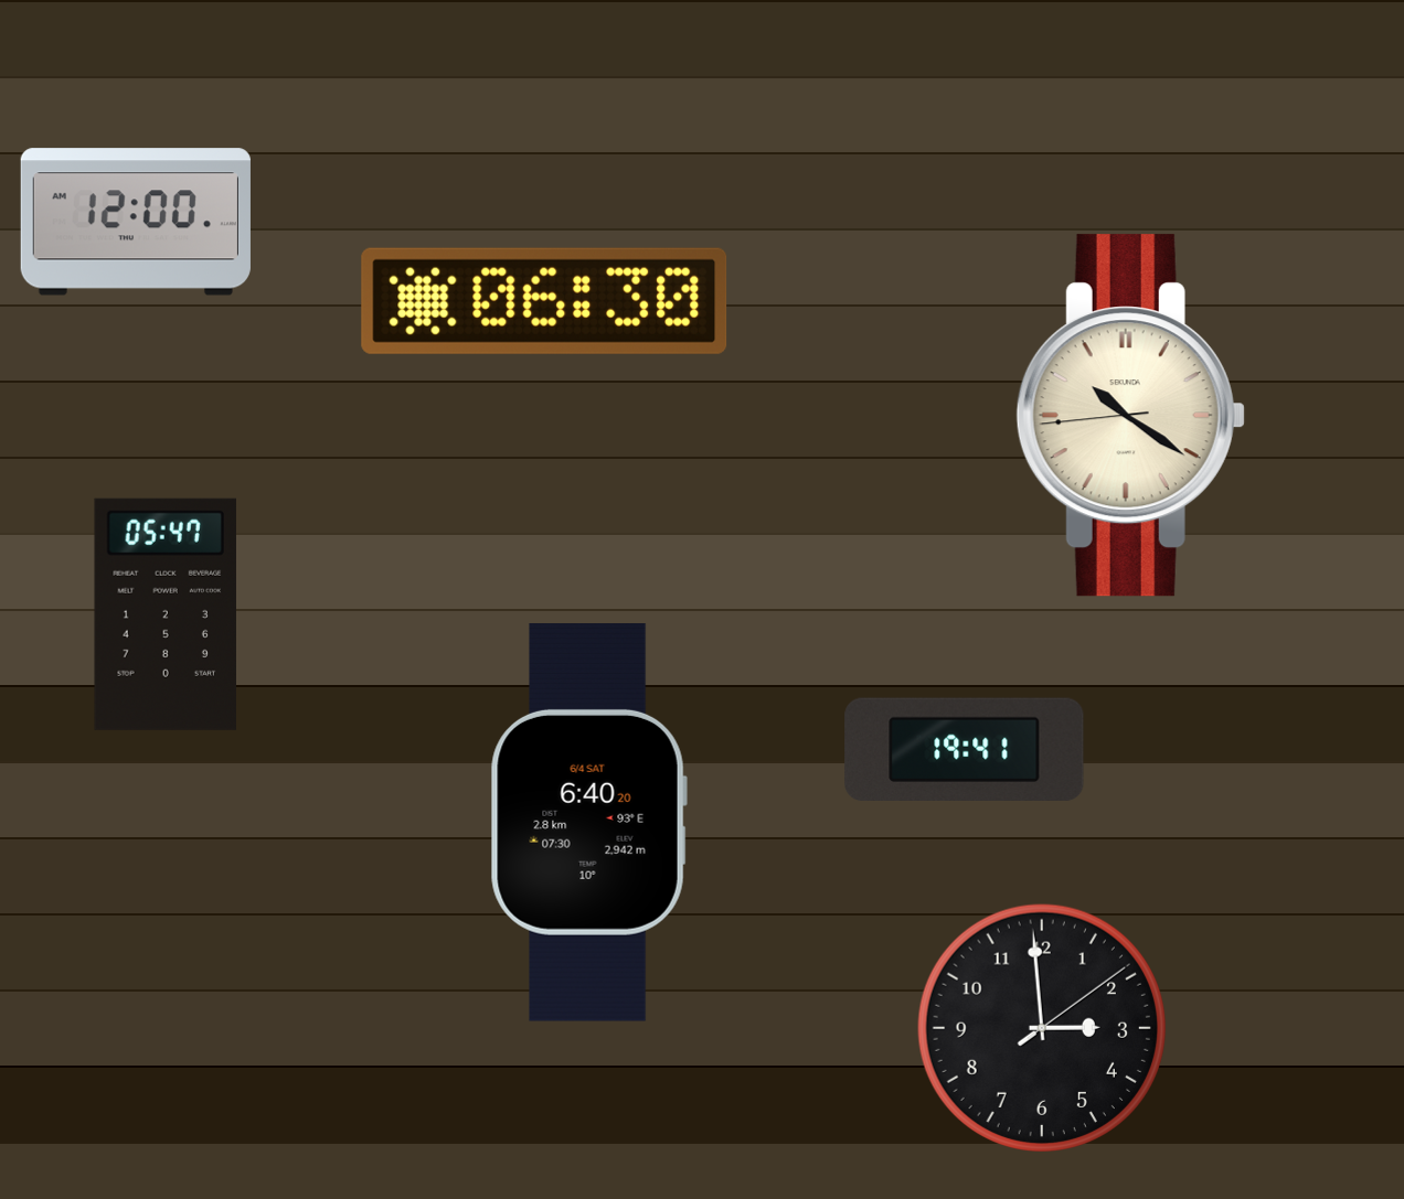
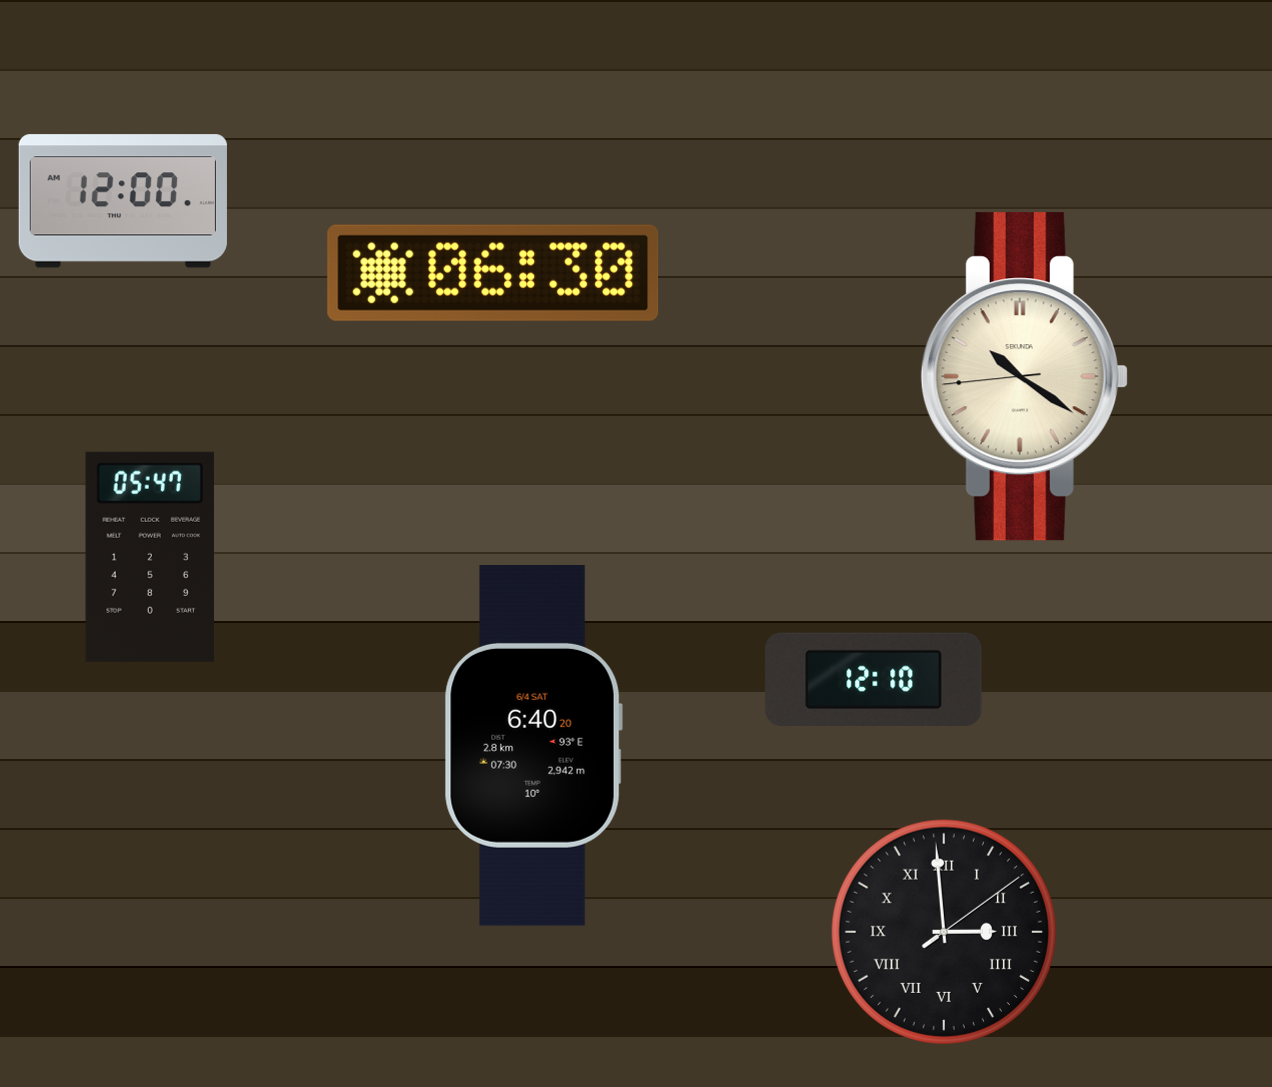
clock at (965, 749): 19:41 -> 12:10
clock at (1042, 1028) numerals: Arabic -> Roman
